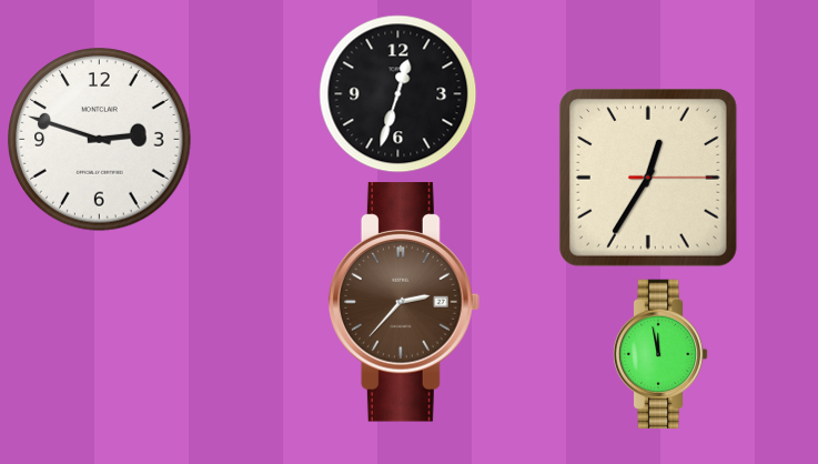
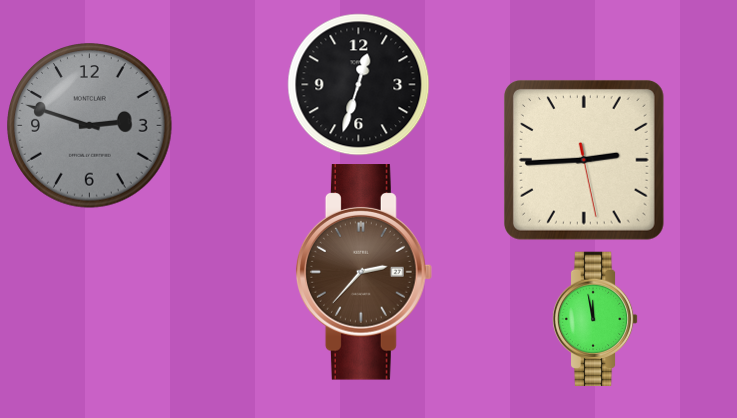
clock at (100, 140) dial: white -> grey
clock at (648, 178): 12:35 -> 2:44
